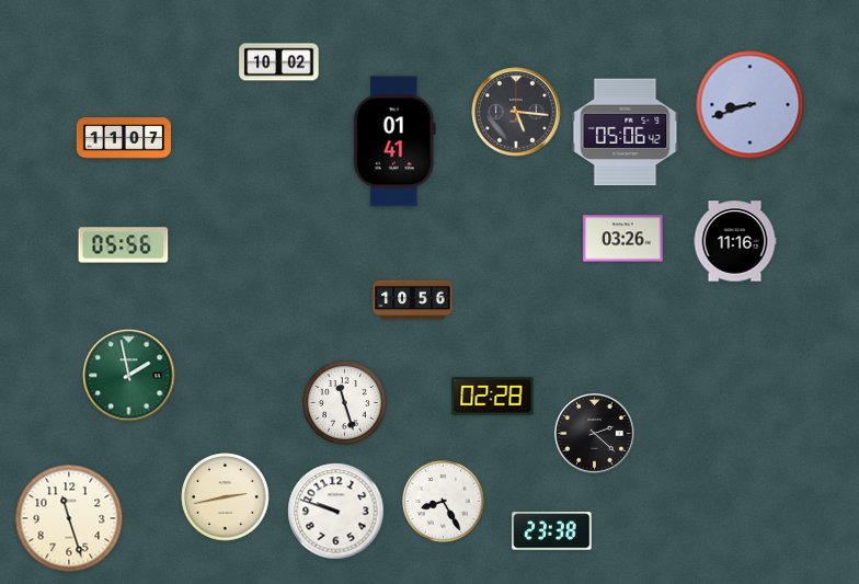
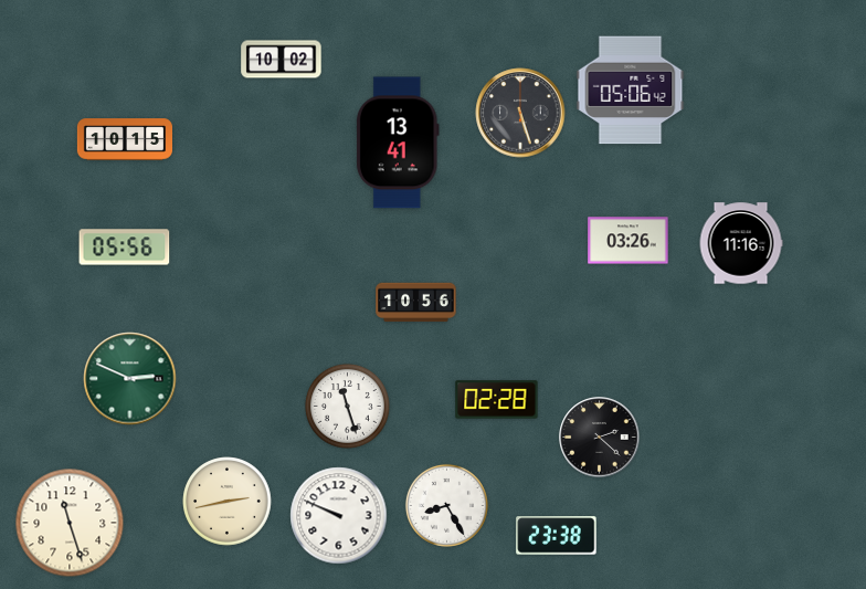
clock at (279, 62) position: (279, 62) -> (282, 60)
clock at (751, 105): 8:42 -> none
clock at (516, 112): 5:16 -> 5:27
clock at (626, 133) position: (626, 133) -> (631, 91)
clock at (123, 138): 11:07 -> 10:15
clock at (394, 141): 01:41 -> 13:41
clock at (129, 376): 1:58 -> 2:49
clock at (336, 512): 9:48 -> 9:49
